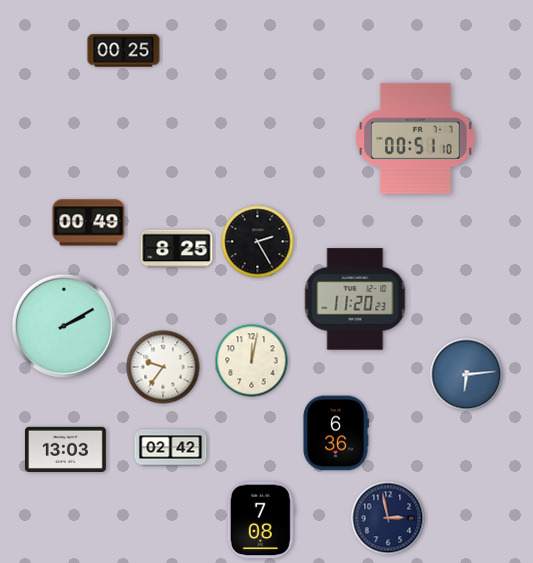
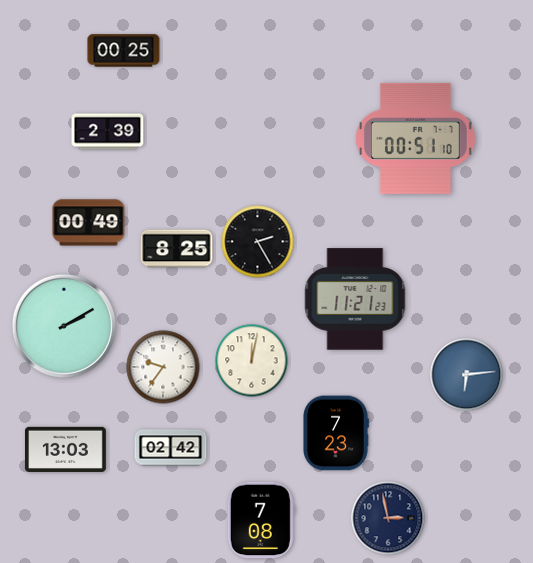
clock at (108, 132): none -> 2:39
clock at (355, 299): 11:20 -> 11:21
clock at (336, 433): 6:36 -> 7:23
